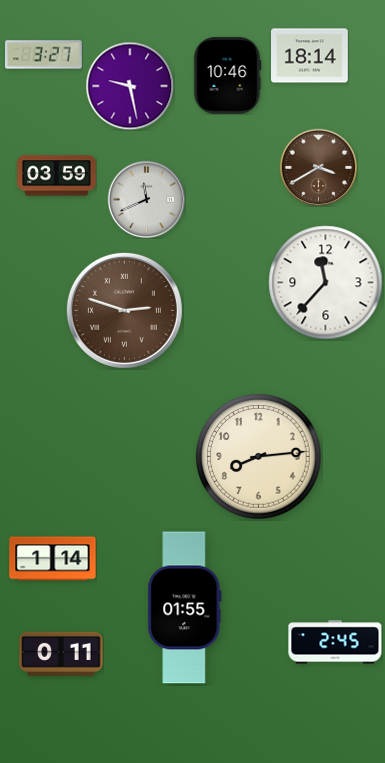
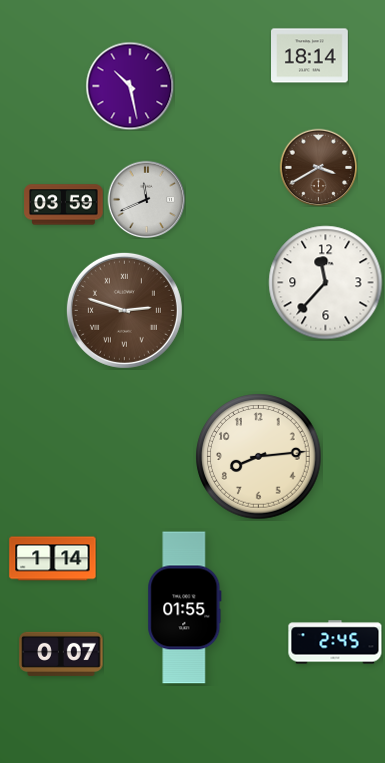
clock at (44, 55): 3:27 -> none
clock at (227, 76): 10:46 -> none
clock at (130, 86): 9:28 -> 10:28
clock at (57, 176) position: (57, 176) -> (64, 205)
clock at (61, 654): 0:11 -> 0:07
